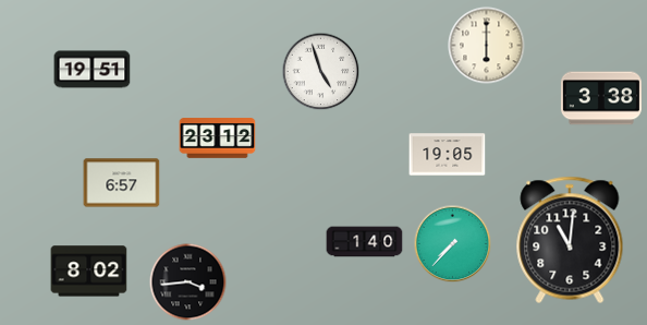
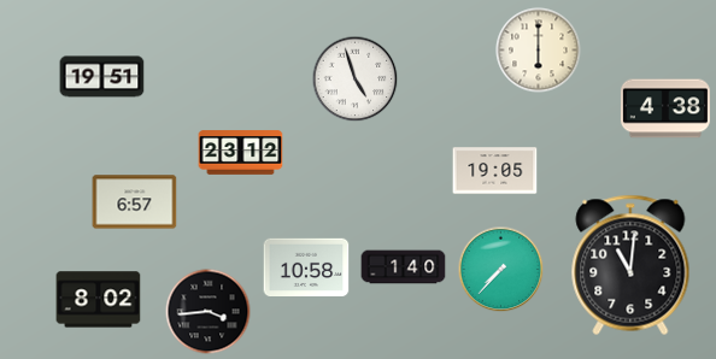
clock at (601, 98): 3:38 -> 4:38
clock at (306, 267): none -> 10:58
